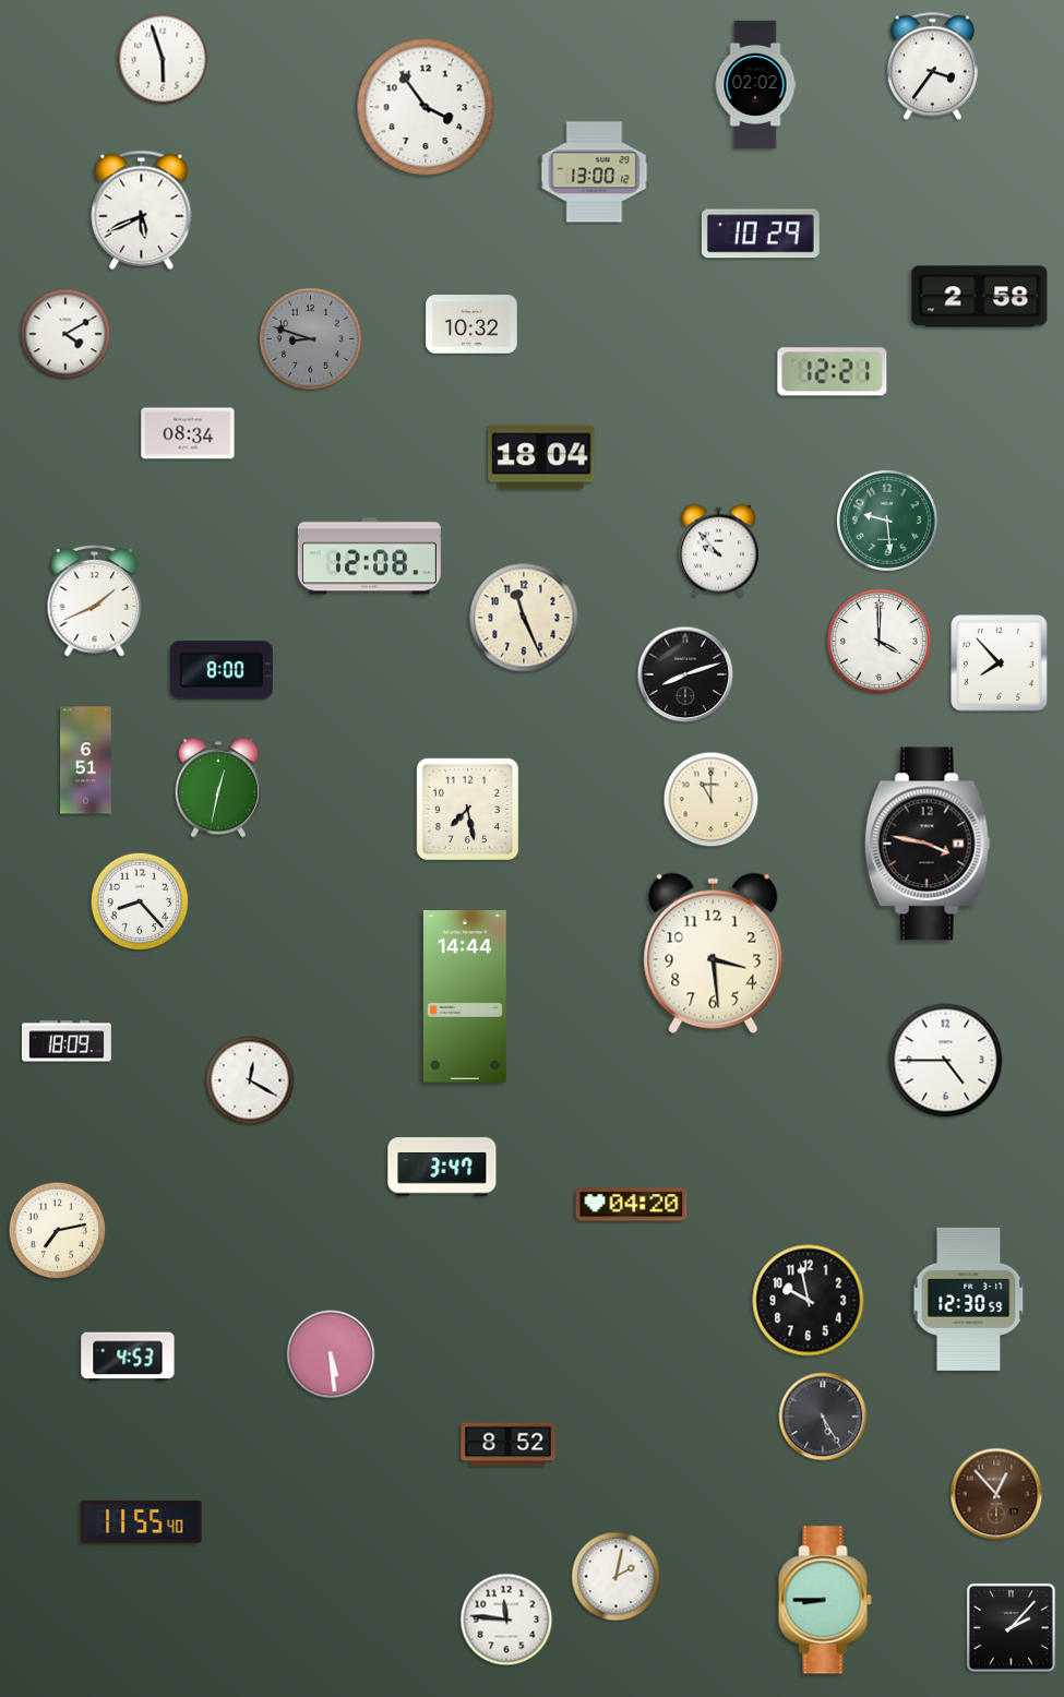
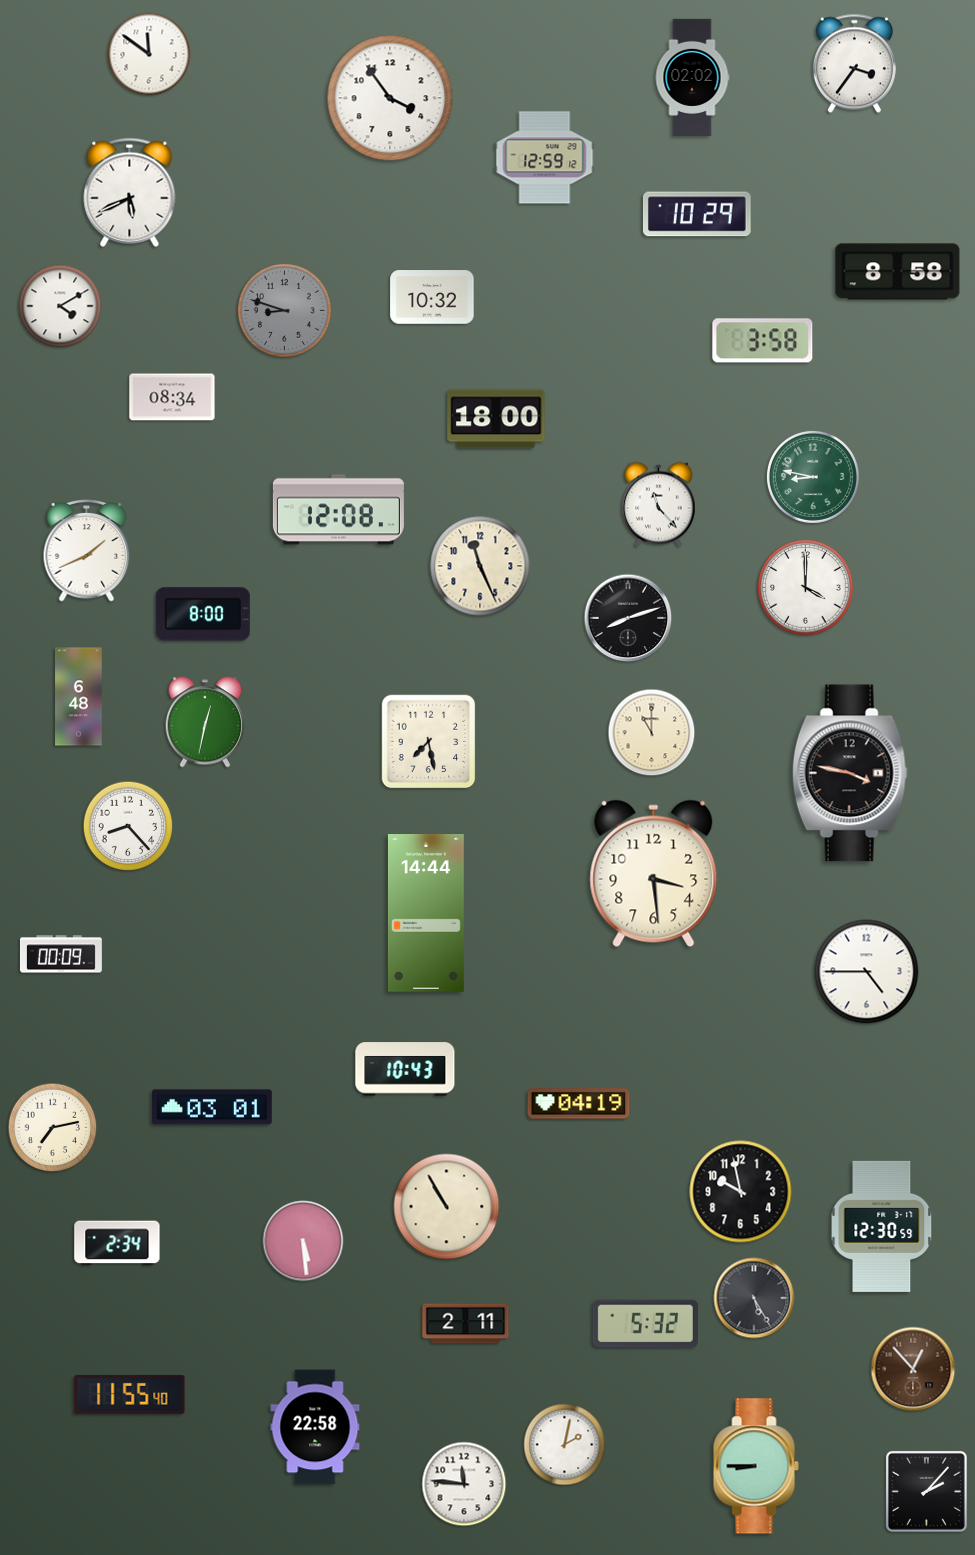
clock at (163, 59): 5:57 -> 11:51
clock at (932, 67) position: (932, 67) -> (854, 64)
clock at (595, 172): 13:00 -> 12:59
clock at (980, 297): 2:58 -> 8:58
clock at (833, 372): 12:21 -> 3:58
clock at (541, 457): 18:04 -> 18:00
clock at (887, 521): 9:29 -> 8:47
clock at (719, 551): 9:53 -> 11:23
clock at (1000, 664): 7:53 -> none
clock at (86, 761): 6:51 -> 6:48
clock at (218, 788) position: (218, 788) -> (205, 722)
clock at (67, 1041): 18:09 -> 00:09
clock at (250, 1080): 12:20 -> none
clock at (442, 1167): 3:47 -> 10:43
clock at (632, 1205): 04:20 -> 04:19
clock at (213, 1107): none -> 03:01
clock at (969, 1299) position: (969, 1299) -> (882, 1226)
clock at (447, 1207): none -> 10:55
clock at (128, 1357): 4:53 -> 2:34
clock at (509, 1445): 8:52 -> 2:11
clock at (645, 1324): none -> 5:32
clock at (315, 1427): none -> 22:58
